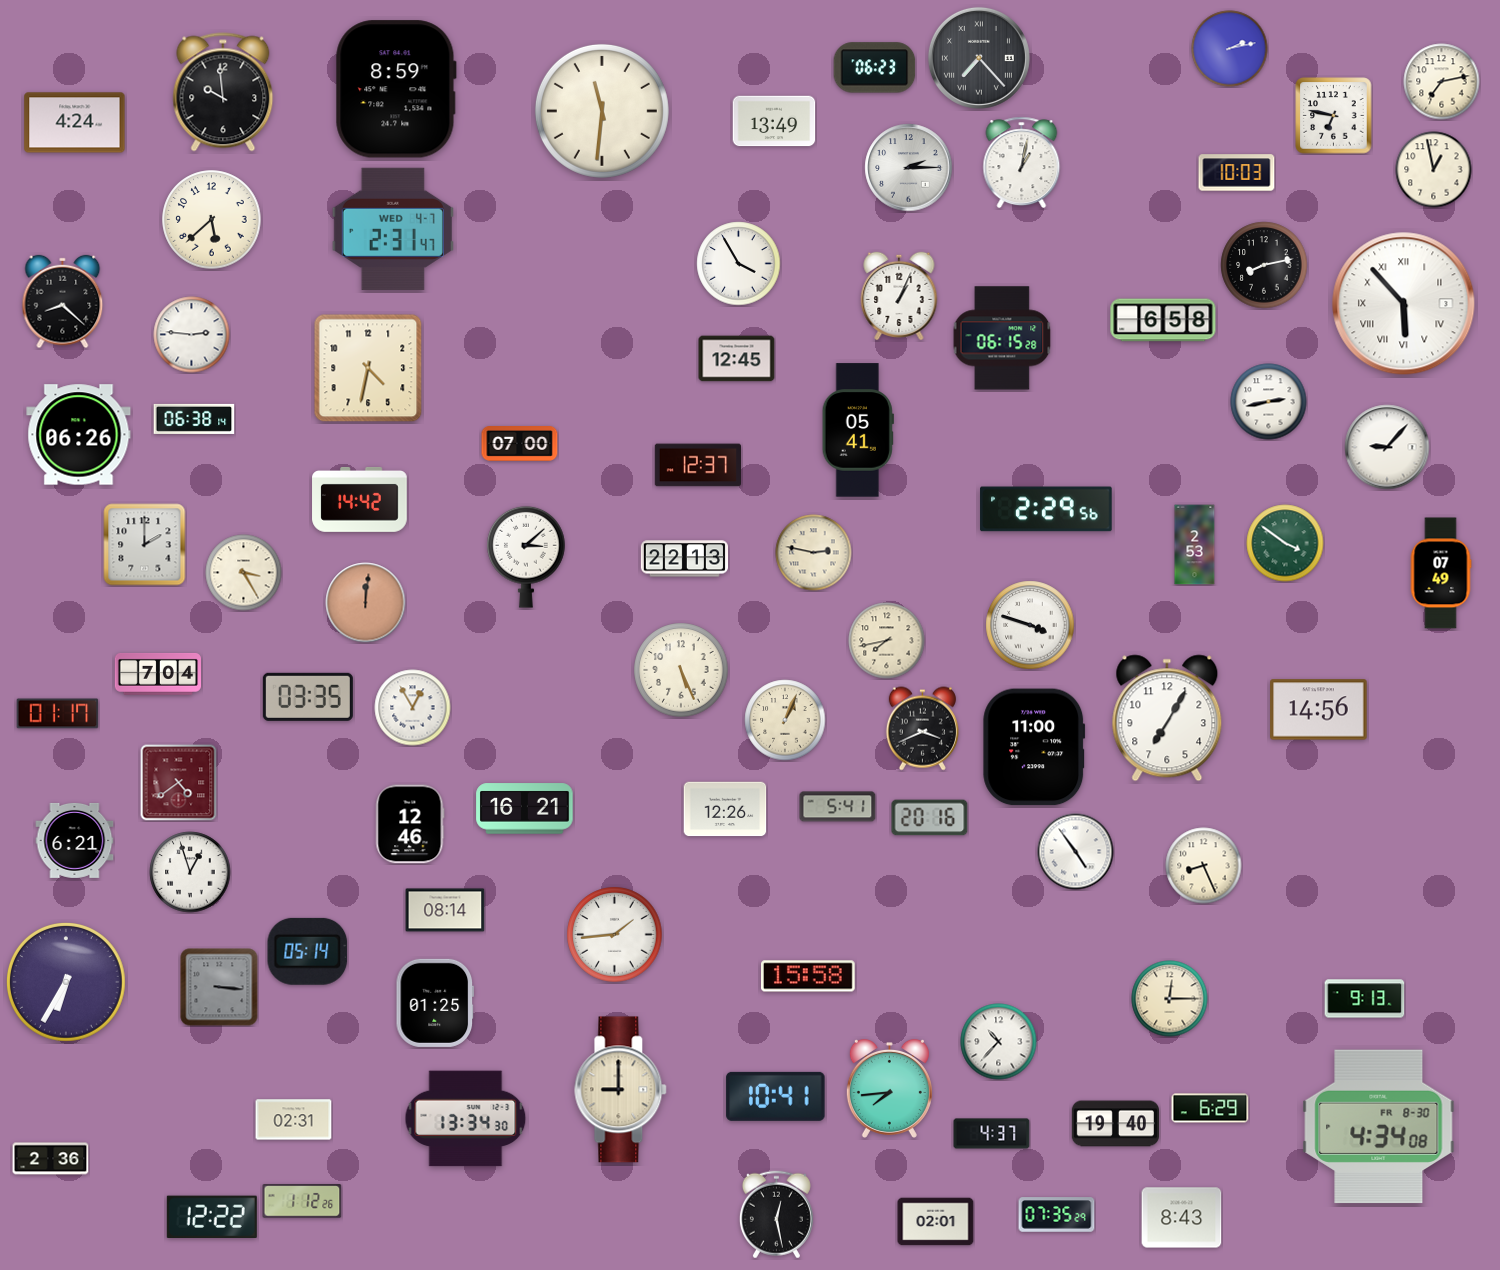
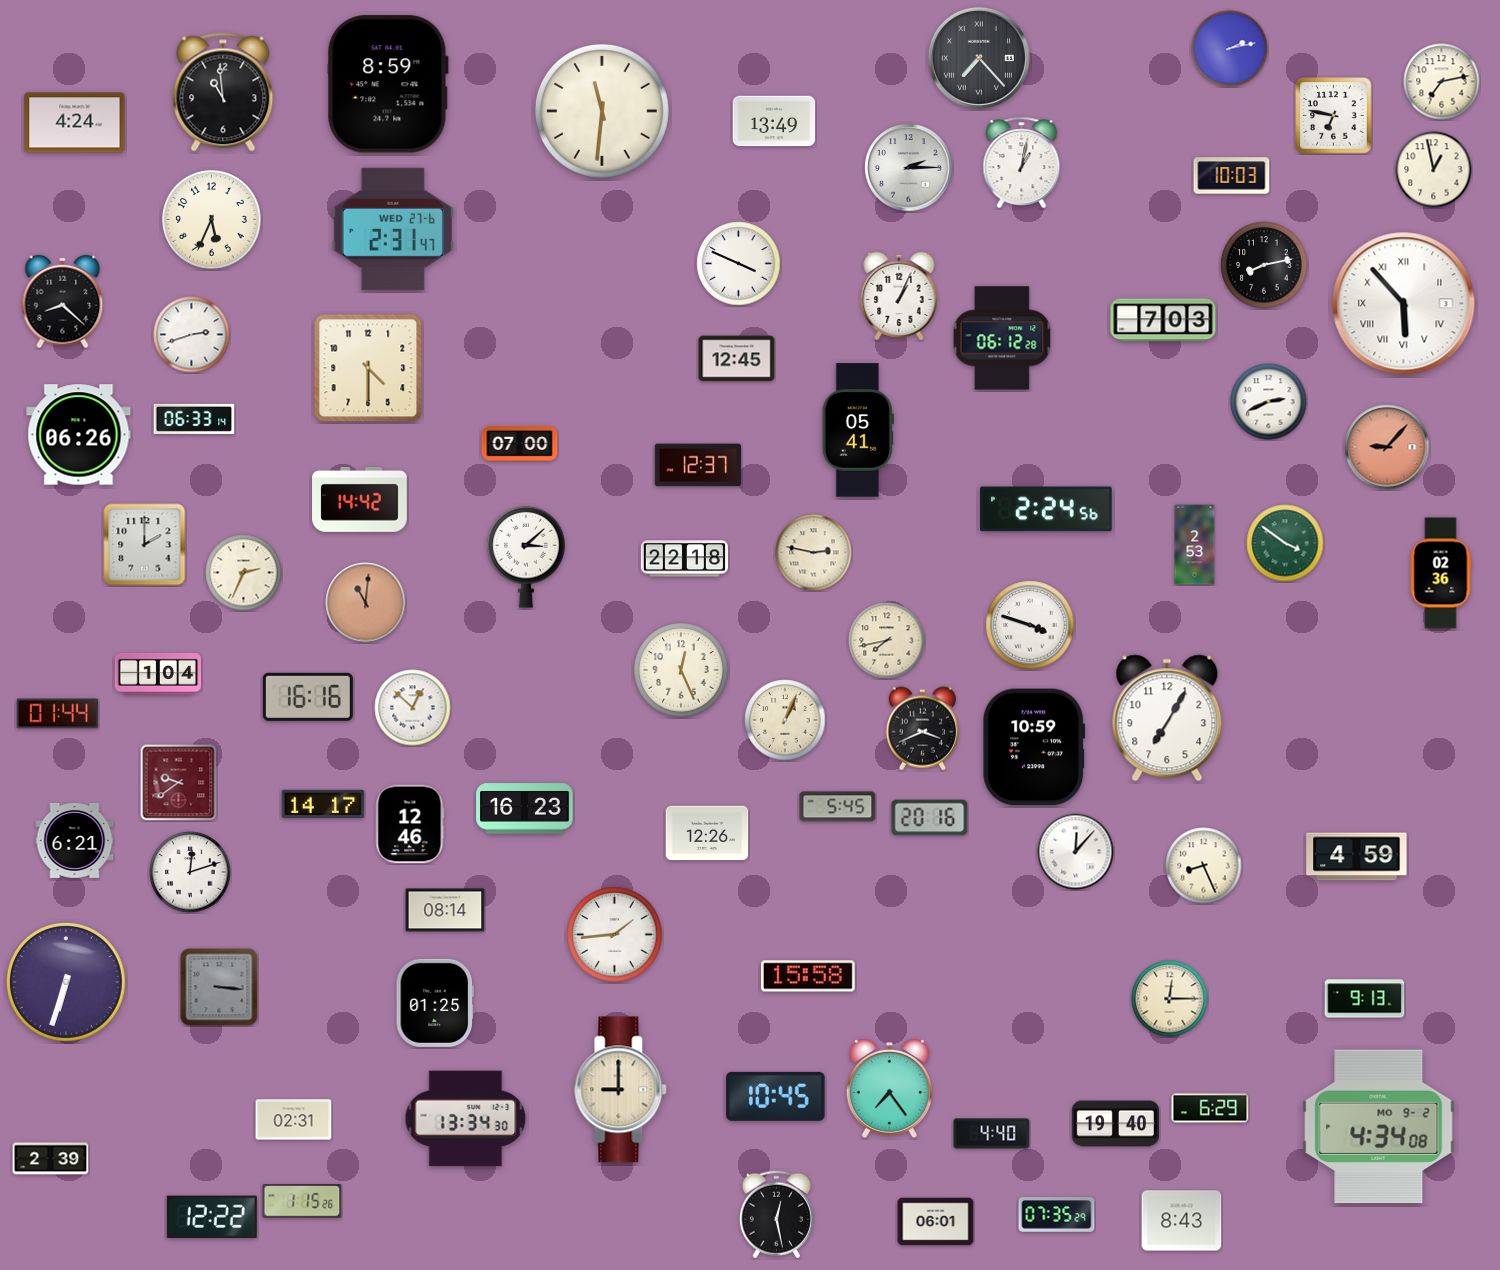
clock at (875, 68): 06:23 -> none
clock at (396, 89) position: (396, 89) -> (388, 84)
clock at (223, 92): 9:59 -> 10:59
clock at (1237, 173) position: (1237, 173) -> (1232, 176)
clock at (212, 220): 5:38 -> 5:34
clock at (393, 229) date: WED 4-7 -> WED 27-6
clock at (739, 264): 3:55 -> 3:49
clock at (1163, 320): 6:58 -> 7:03
clock at (192, 335): 2:46 -> 2:42
clock at (1002, 338): 06:15 -> 06:12
clock at (368, 368): 4:32 -> 4:30
clock at (1269, 402): 2:43 -> 2:41
clock at (194, 419): 06:38 -> 06:33
clock at (1387, 447) dial: white -> salmon
clock at (1046, 509): 2:29 -> 2:24
clock at (684, 559): 22:13 -> 22:18
clock at (244, 573): 3:25 -> 2:34
clock at (1441, 573): 07:49 -> 02:36
clock at (366, 603): 12:01 -> 11:01
clock at (681, 670): 5:26 -> 12:26
clock at (157, 674): 7:04 -> 1:04
clock at (308, 697): 03:35 -> 16:16
clock at (413, 708): 12:55 -> 12:52
clock at (1319, 710): 14:56 -> none
clock at (58, 714): 01:17 -> 01:44
clock at (1034, 747): 11:00 -> 10:59
clock at (179, 783): 4:39 -> 9:39
clock at (323, 804): none -> 14:17
clock at (838, 807): 5:41 -> 5:45
clock at (525, 809): 16:21 -> 16:23
clock at (725, 809) position: (725, 809) -> (707, 833)
clock at (1076, 852): 4:54 -> 12:07
clock at (1357, 857): none -> 4:59
clock at (190, 872): 12:57 -> 12:12
clock at (308, 951): 05:14 -> none
clock at (67, 983): 6:35 -> 6:33
clock at (999, 1042): 10:37 -> none
clock at (889, 1088): 7:44 -> 7:24
clock at (776, 1096): 10:41 -> 10:45
clock at (1379, 1127) date: FR 8-30 -> MO 9-2
clock at (992, 1134): 4:37 -> 4:40
clock at (51, 1159): 2:36 -> 2:39
clock at (302, 1202): 1:12 -> 1:15
clock at (1182, 1218) position: (1182, 1218) -> (1182, 1221)
clock at (936, 1222): 02:01 -> 06:01
